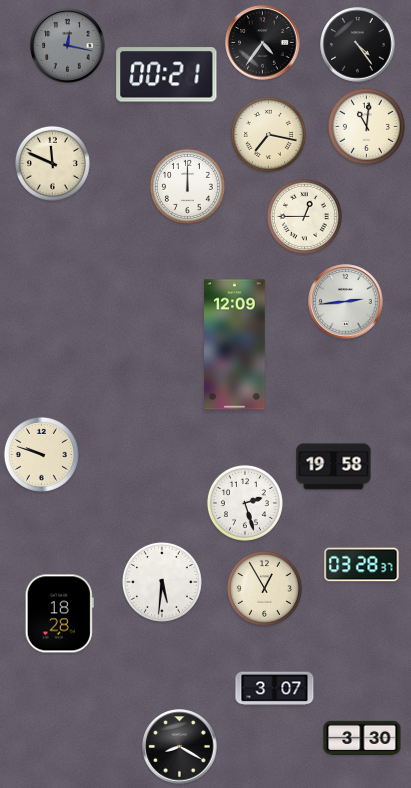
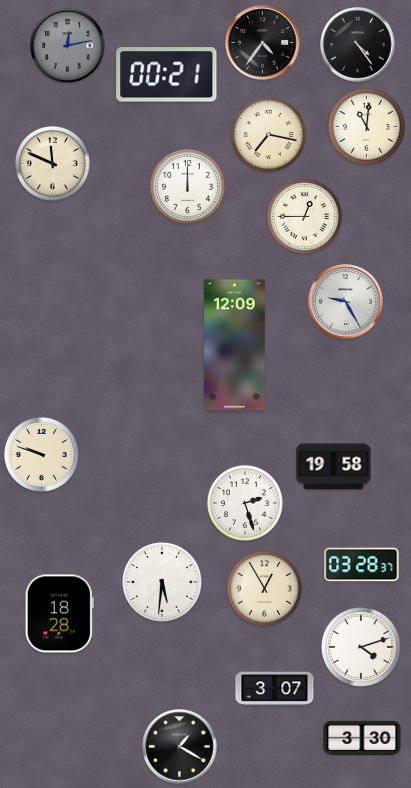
clock at (68, 46): 12:17 -> 12:13
clock at (346, 302): 2:44 -> 9:25
clock at (361, 647): none -> 4:12
clock at (180, 747): 8:20 -> 1:20
